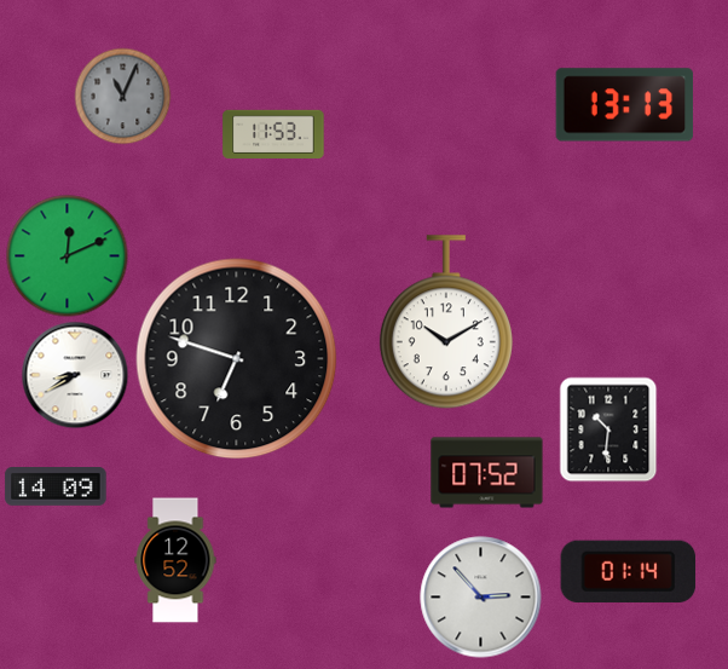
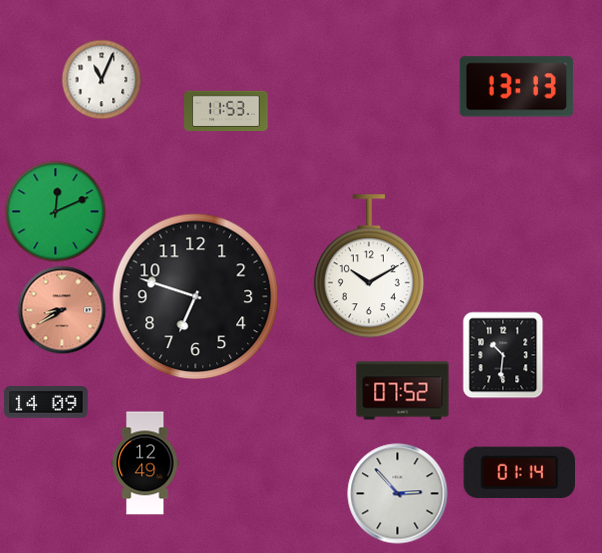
clock at (122, 96) dial: grey -> white
clock at (75, 375) dial: white -> salmon
clock at (175, 560): 12:52 -> 12:49
